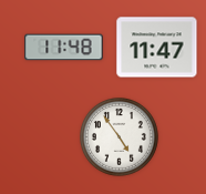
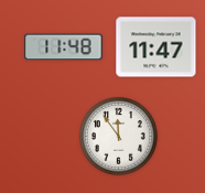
clock at (120, 137): 4:54 -> 11:54
